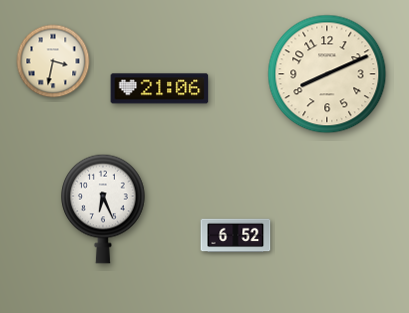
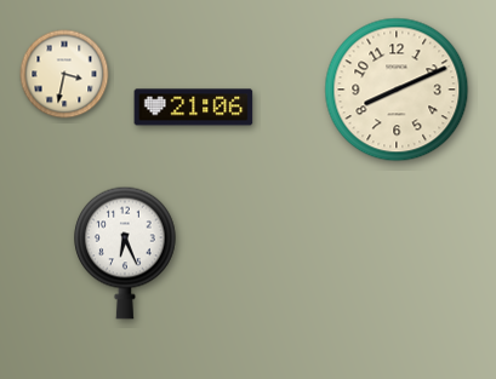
clock at (236, 236): 6:52 -> none
